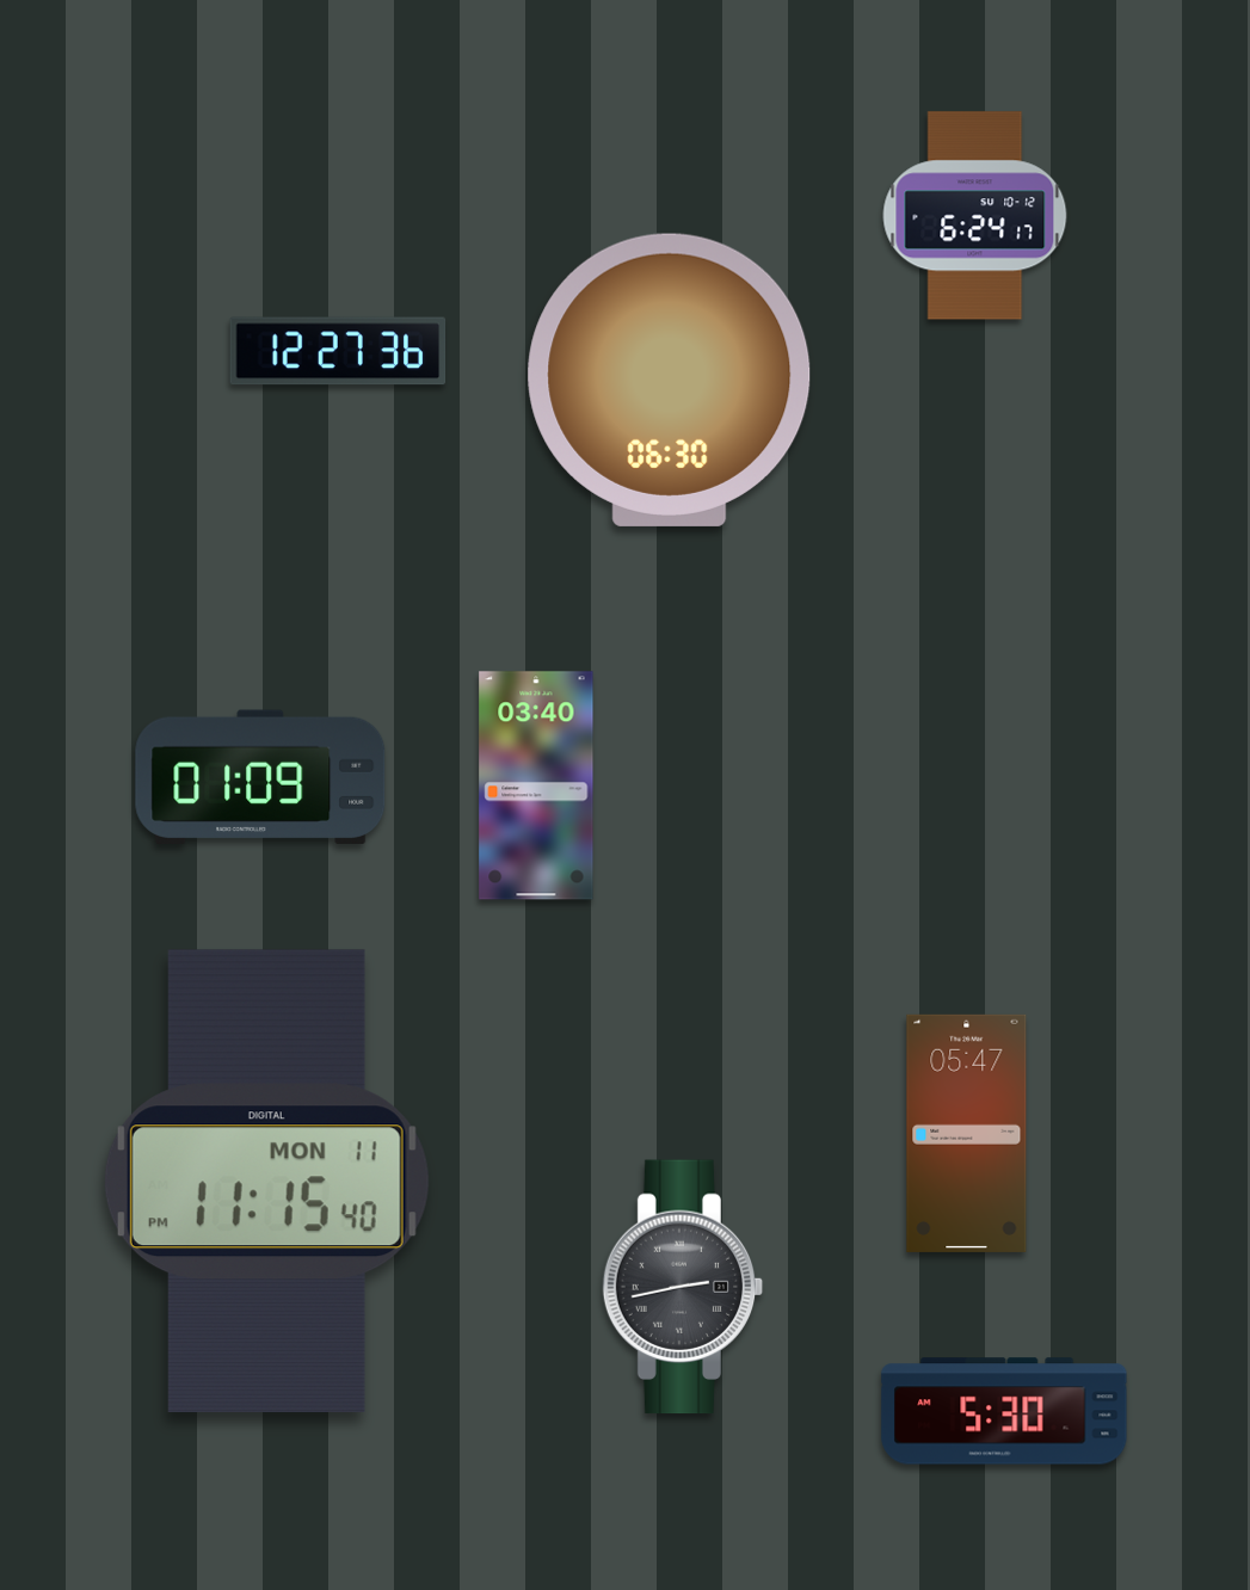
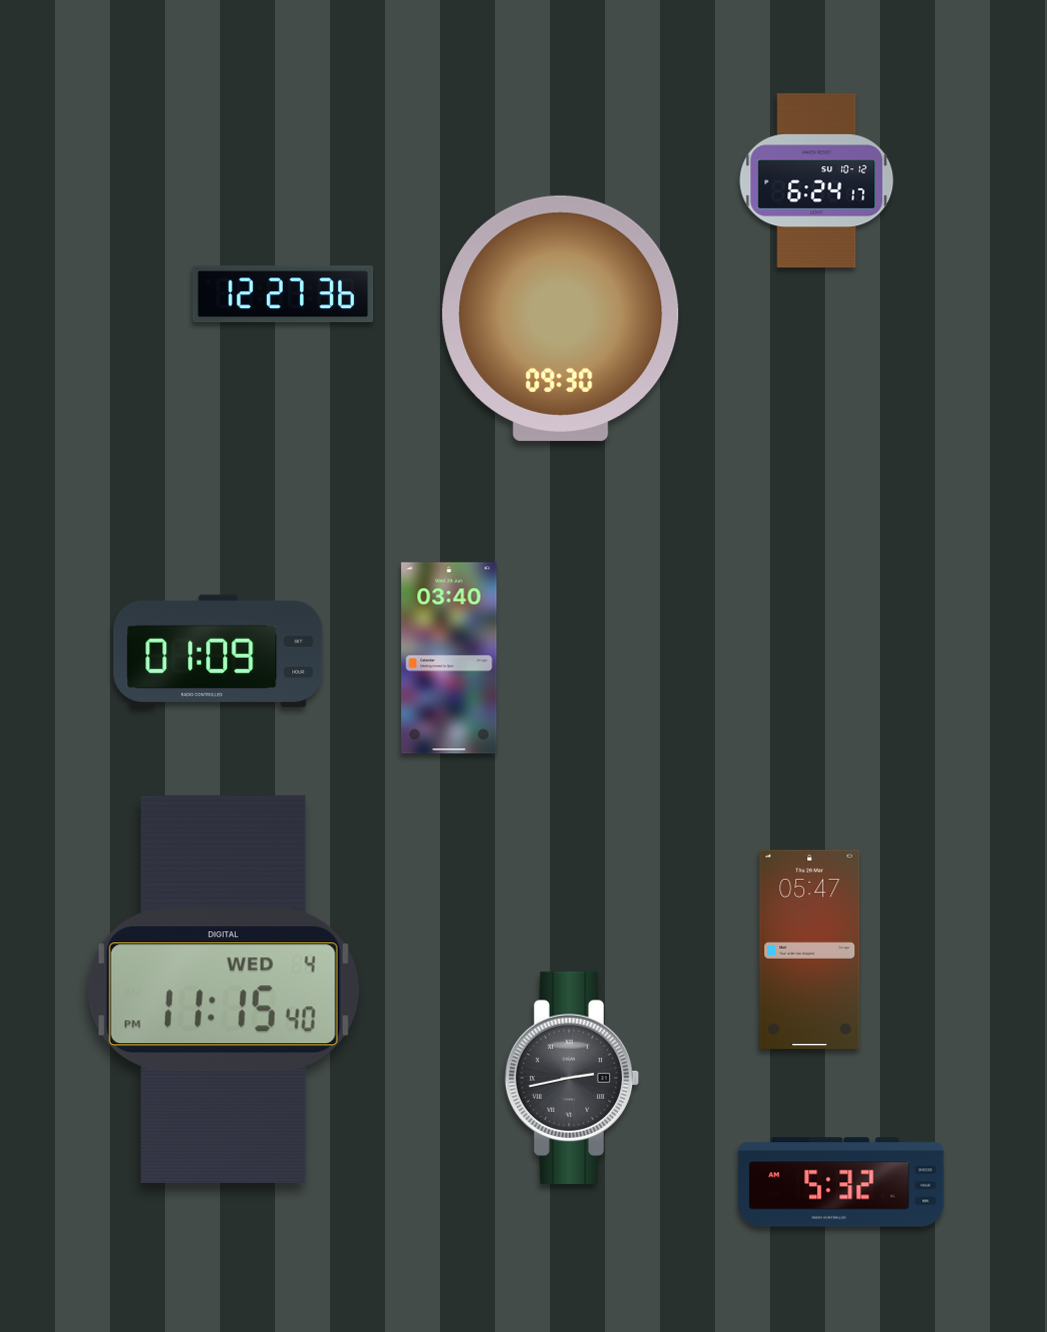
clock at (670, 380): 06:30 -> 09:30
clock at (266, 1181) date: MON 11 -> WED 4
clock at (1004, 1411): 5:30 -> 5:32
